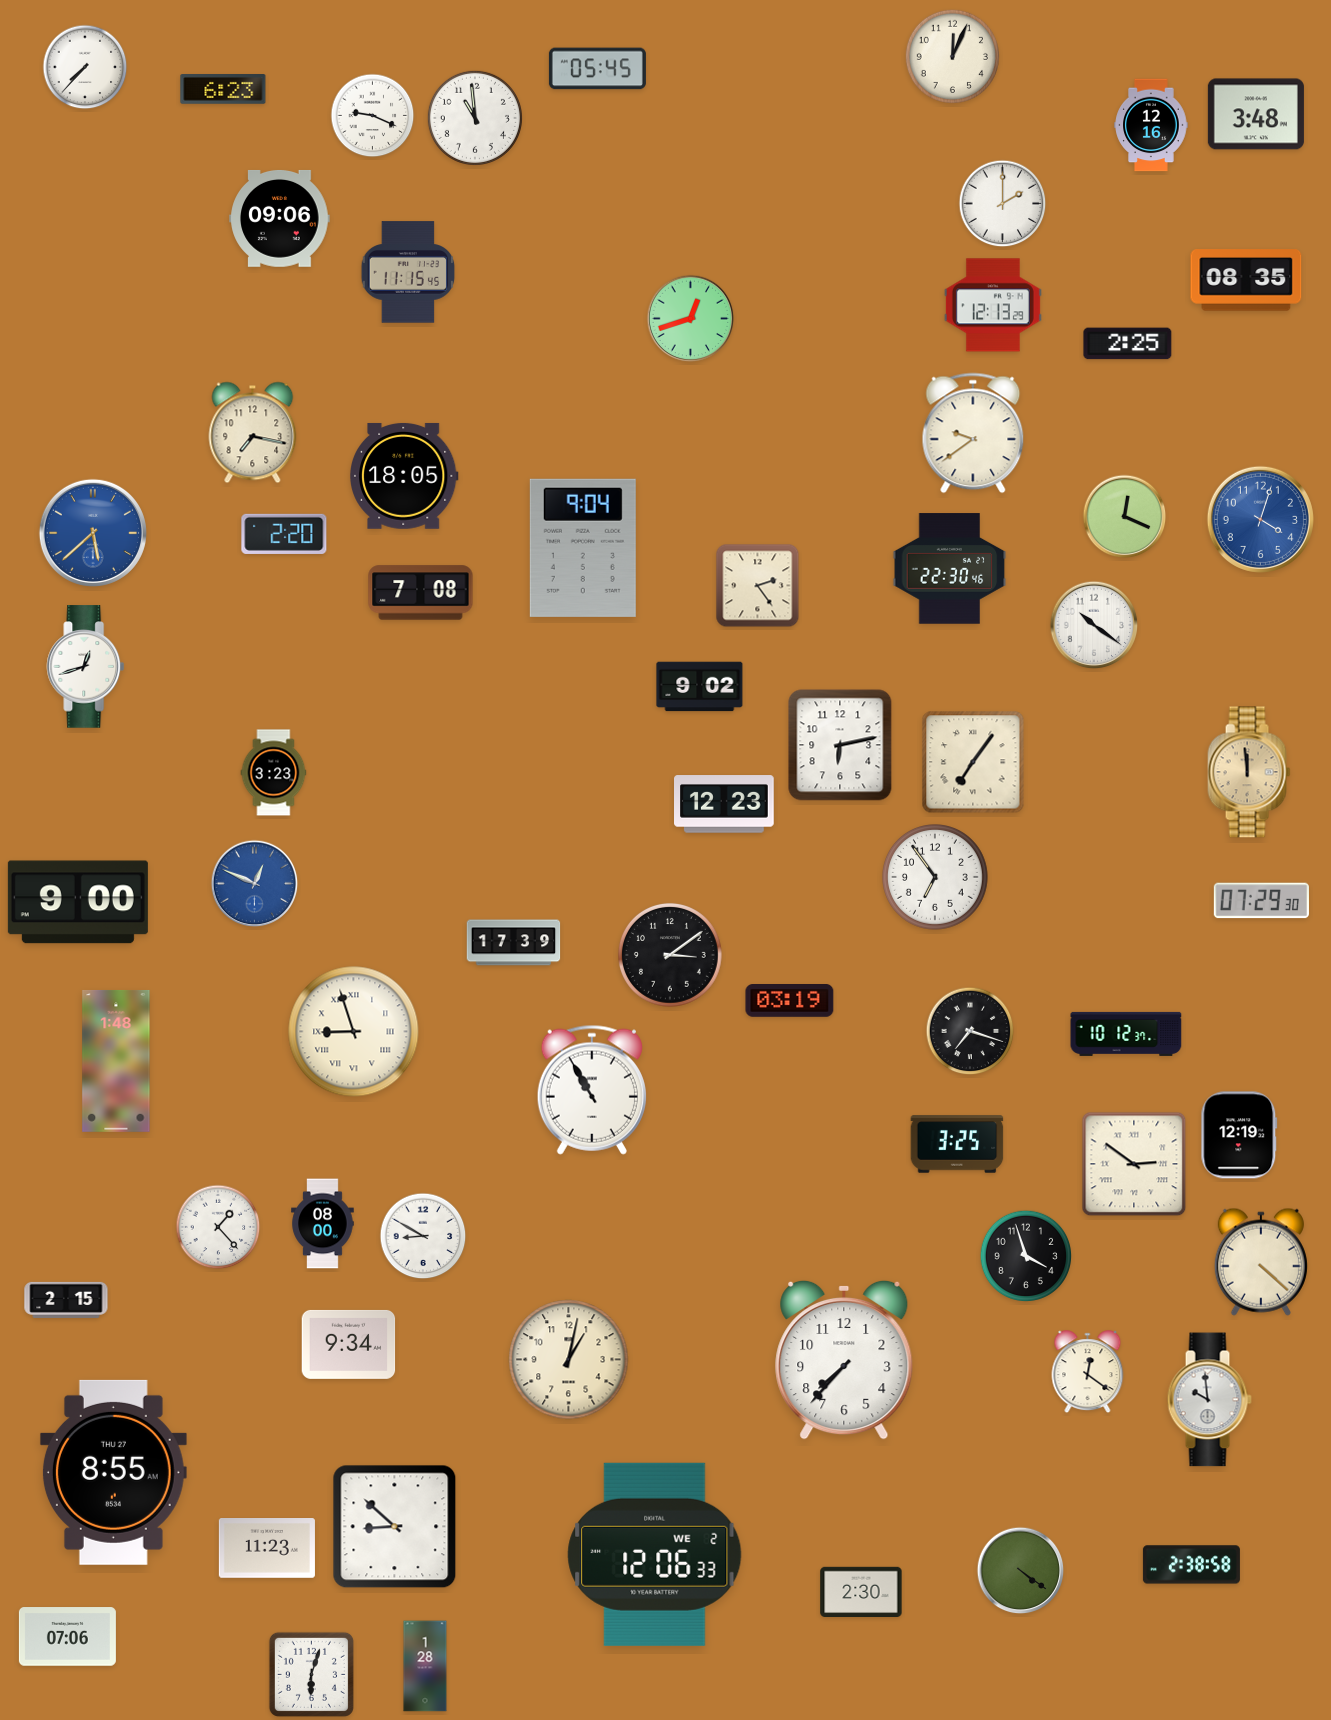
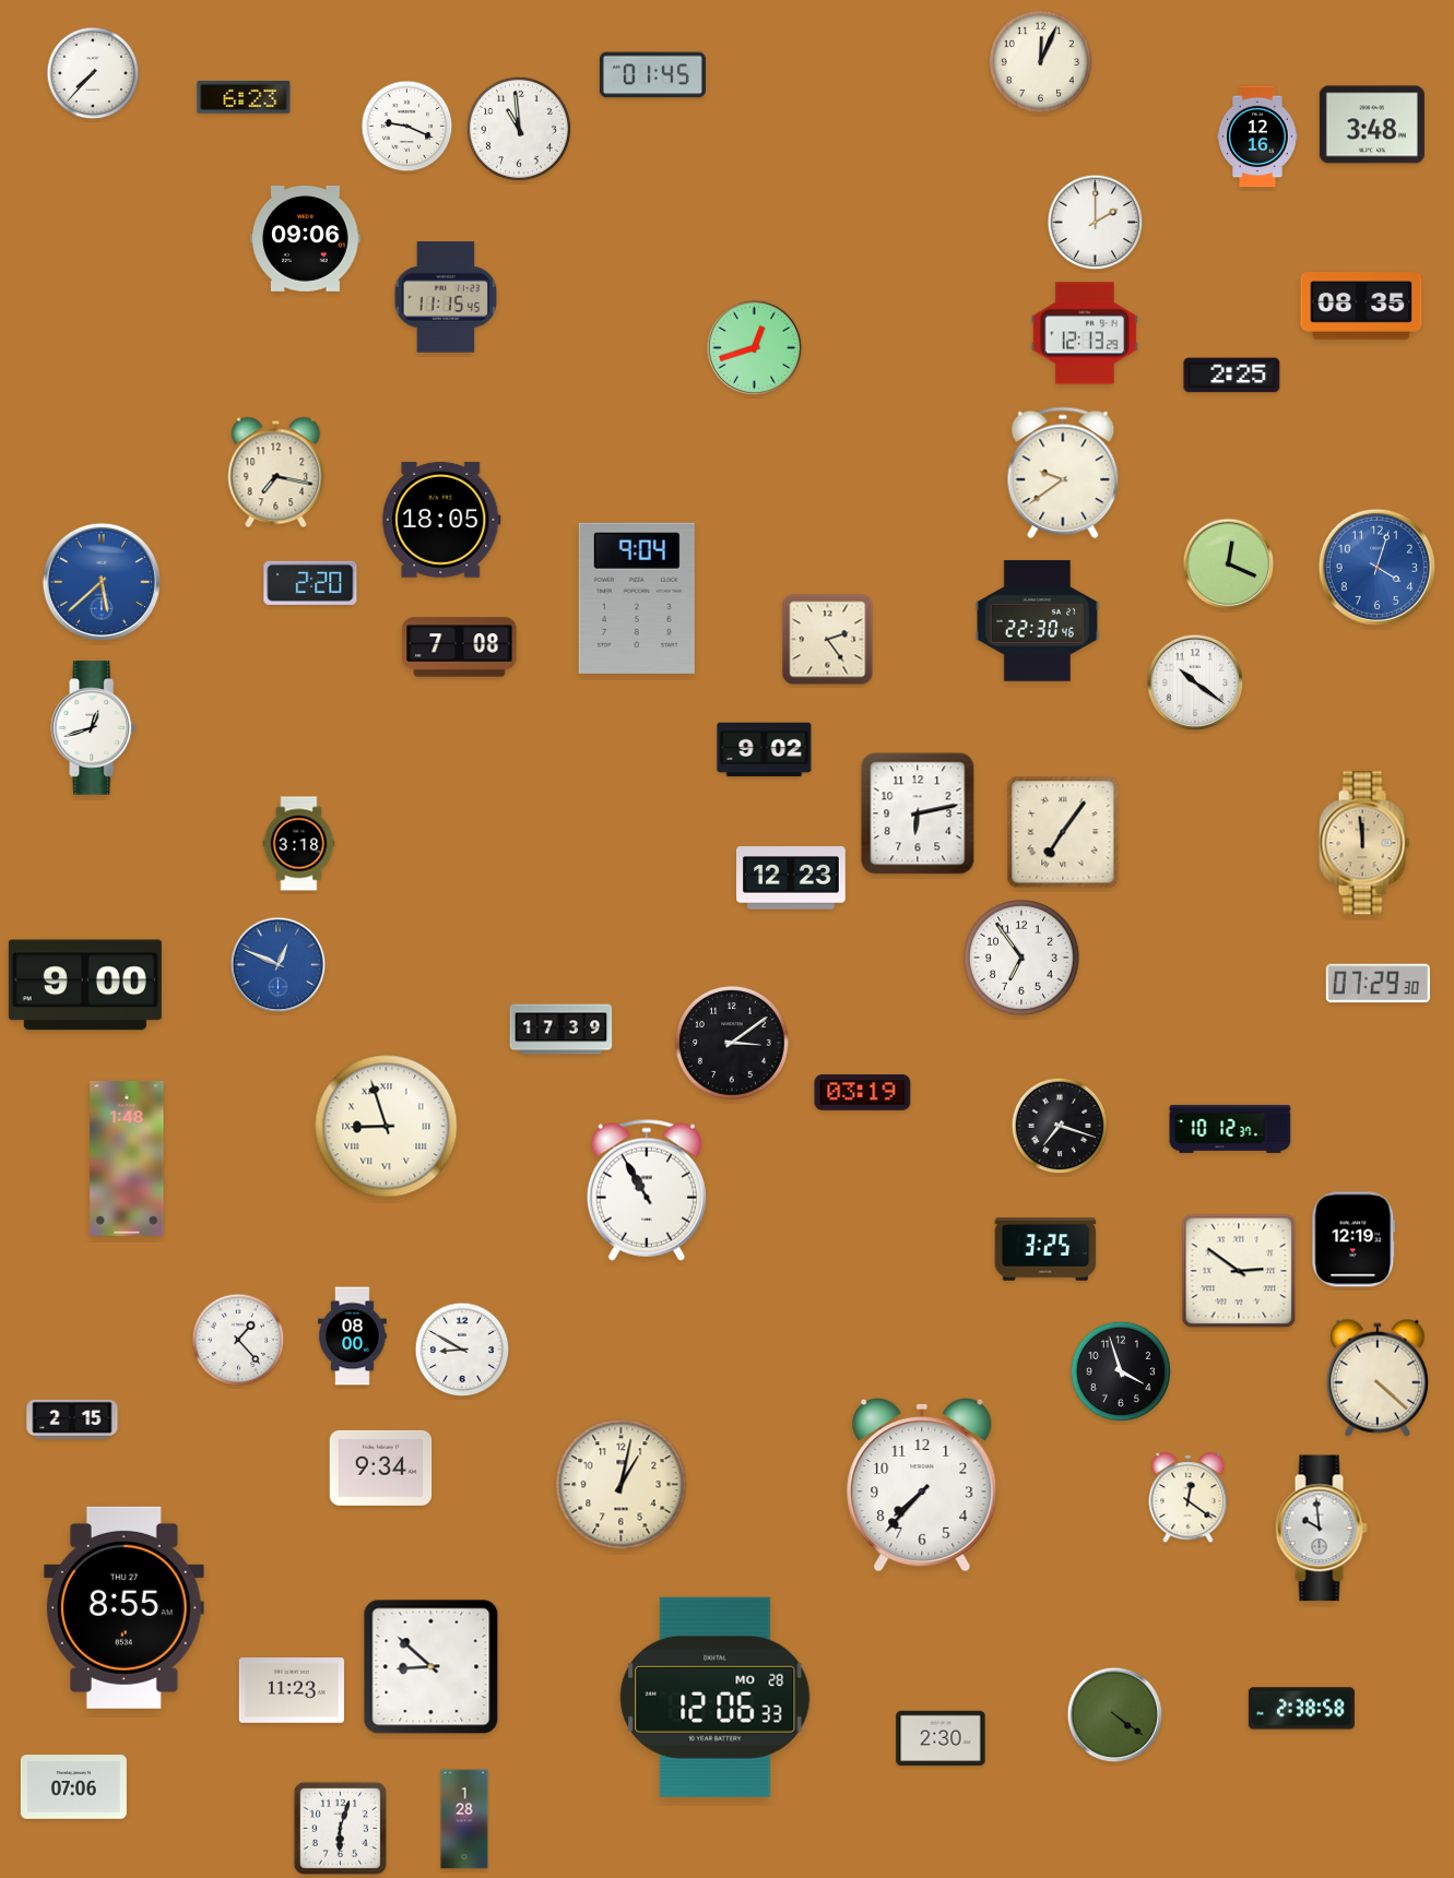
clock at (597, 69): 05:45 -> 01:45
clock at (274, 773): 3:23 -> 3:18
clock at (655, 1554) date: WE 2 -> MO 28
